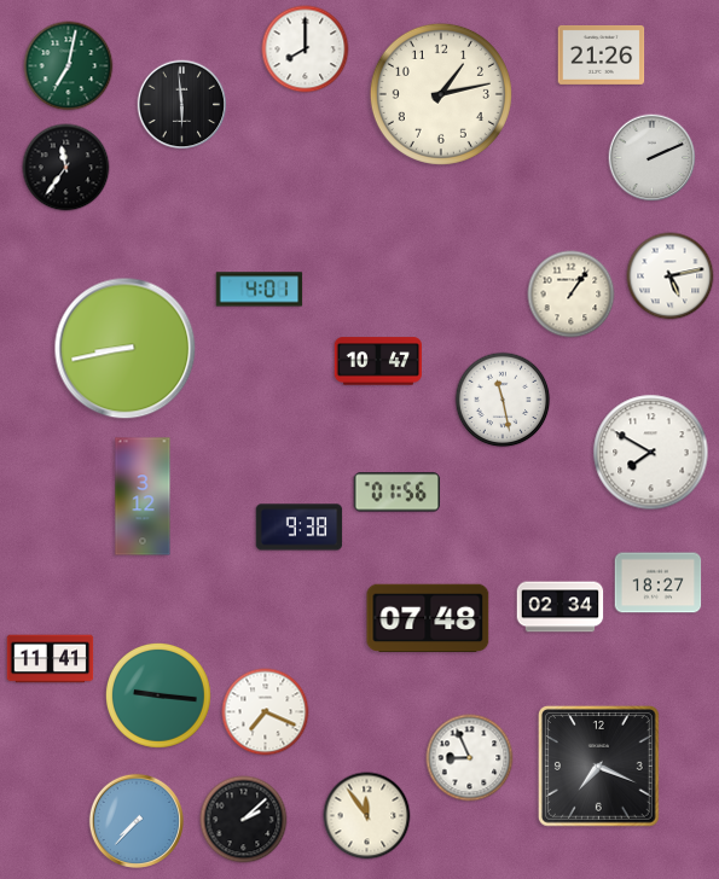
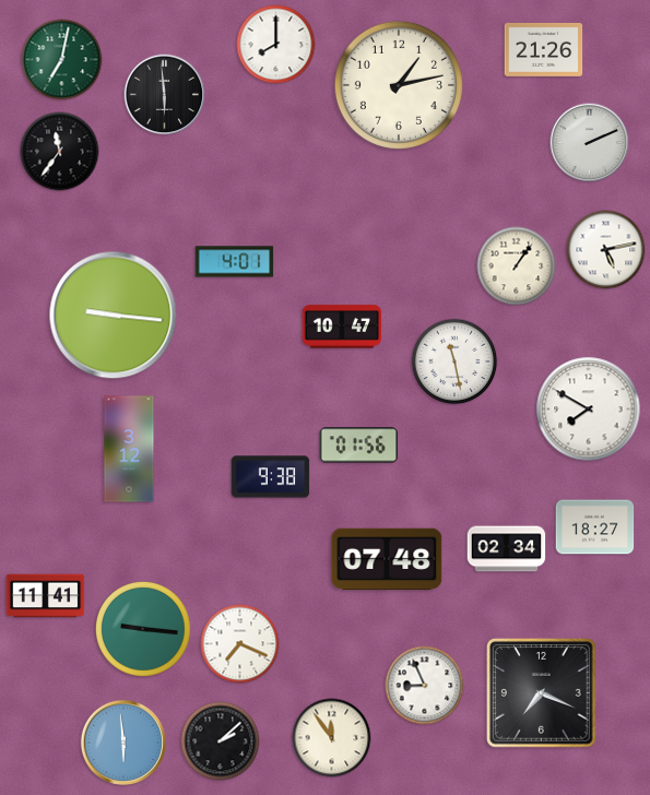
clock at (126, 349): 8:43 -> 9:16
clock at (137, 821): 7:37 -> 5:59
